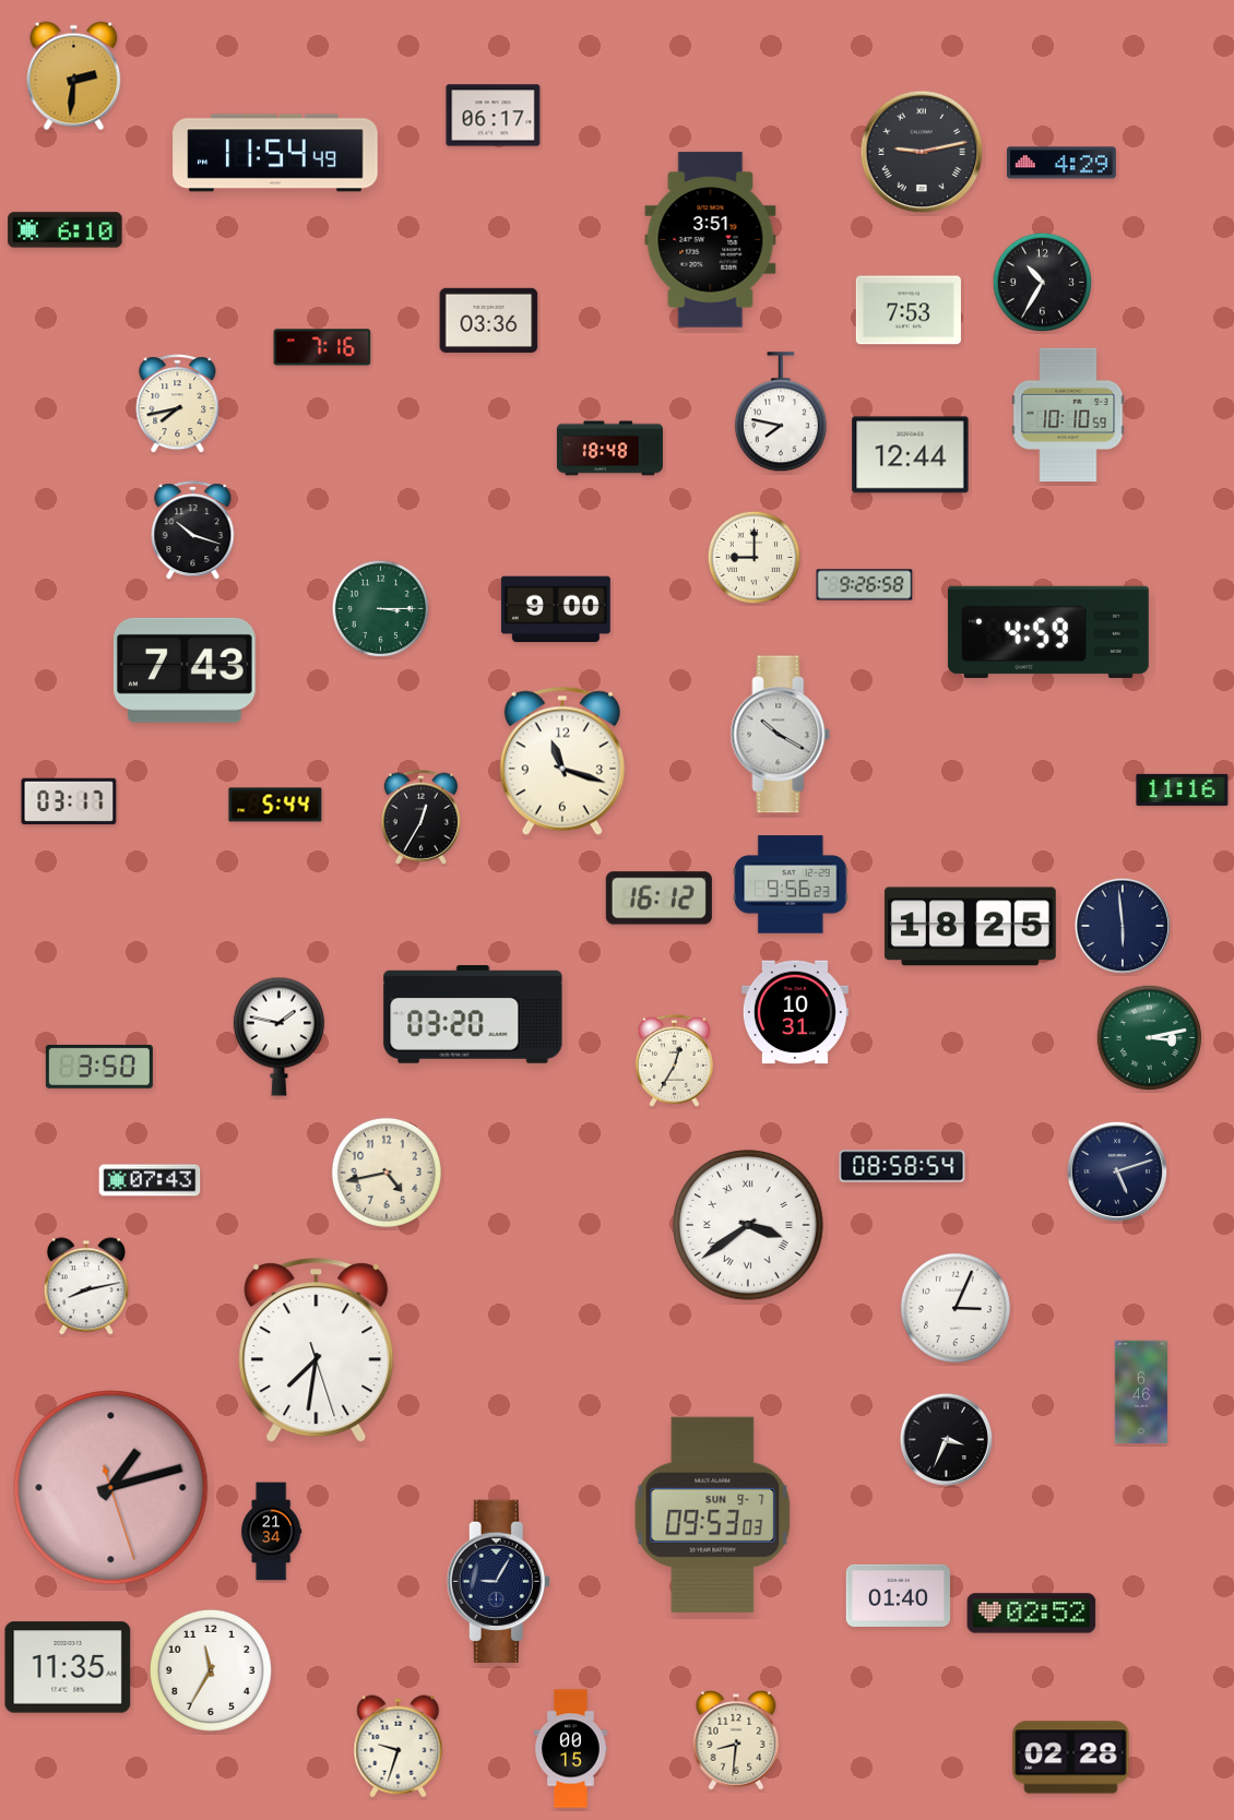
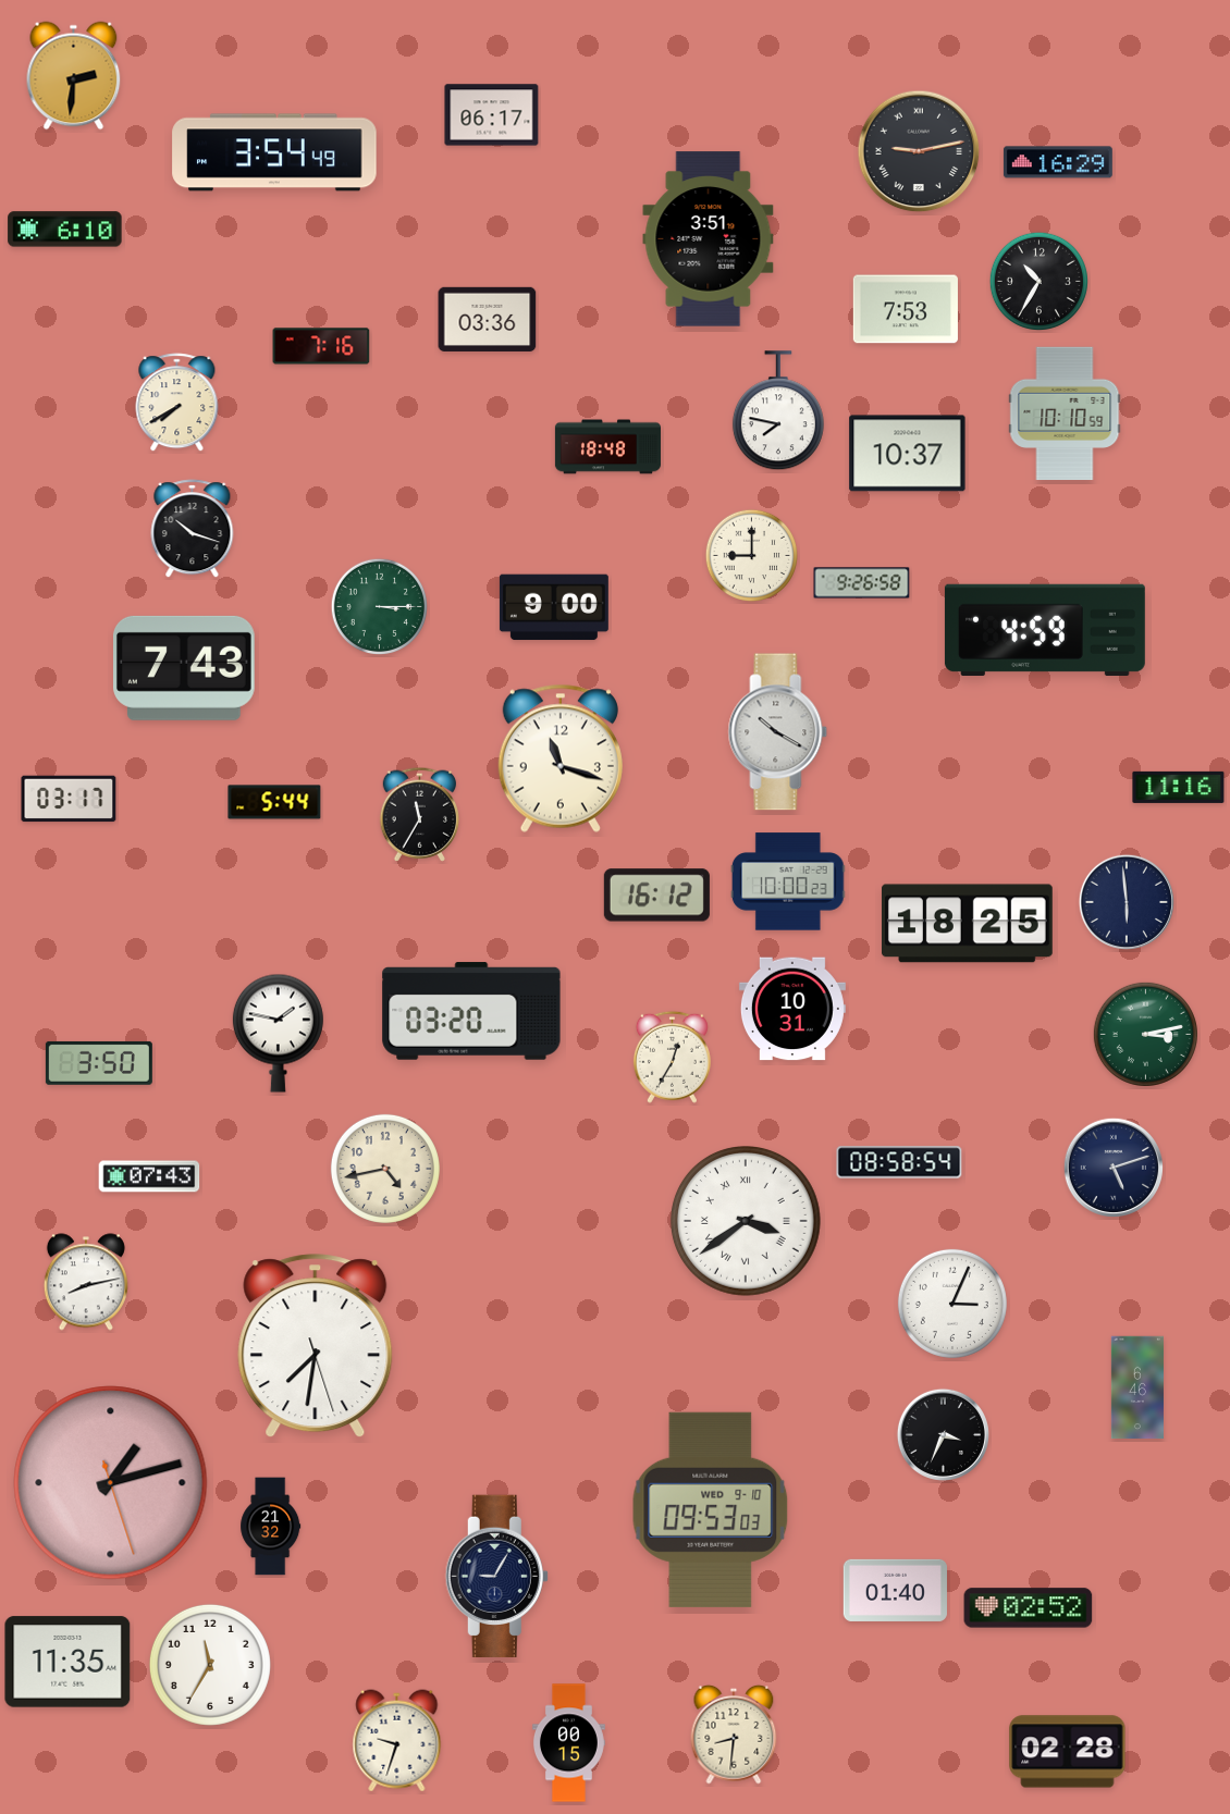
clock at (275, 153): 11:54 -> 3:54
clock at (1061, 163): 4:29 -> 16:29
clock at (178, 404): 7:43 -> 7:40
clock at (911, 455): 12:44 -> 10:37
clock at (420, 817): 12:35 -> 11:35
clock at (791, 884): 9:56 -> 10:00
clock at (1123, 926) position: (1123, 926) -> (1127, 902)
clock at (713, 1514) date: SUN 9-7 -> WED 9-10
clock at (272, 1532): 21:34 -> 21:32
